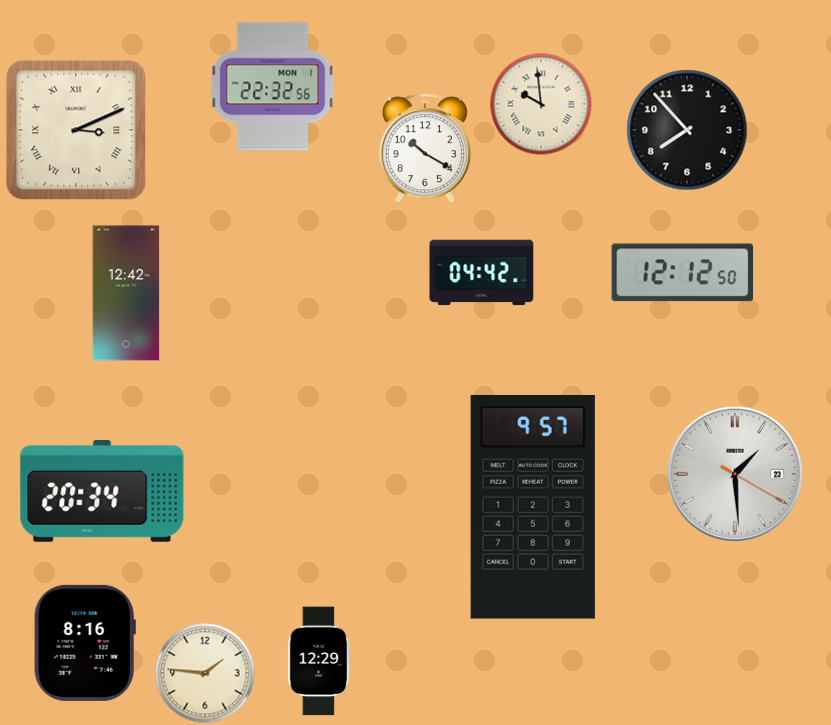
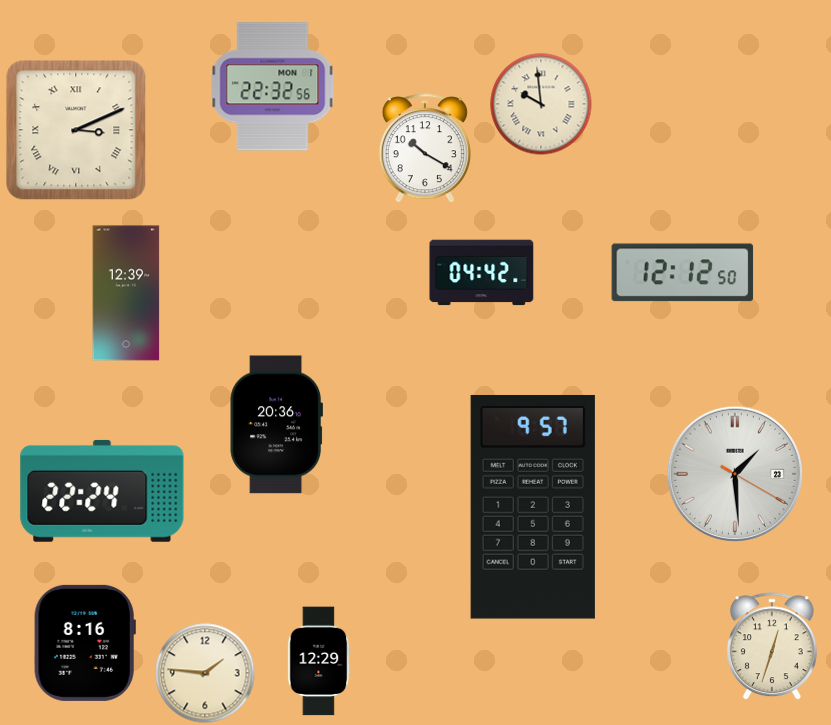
clock at (687, 130): 7:53 -> none
clock at (126, 293): 12:42 -> 12:39
clock at (276, 425): none -> 20:36
clock at (102, 491): 20:34 -> 22:24
clock at (772, 647): none -> 12:33
